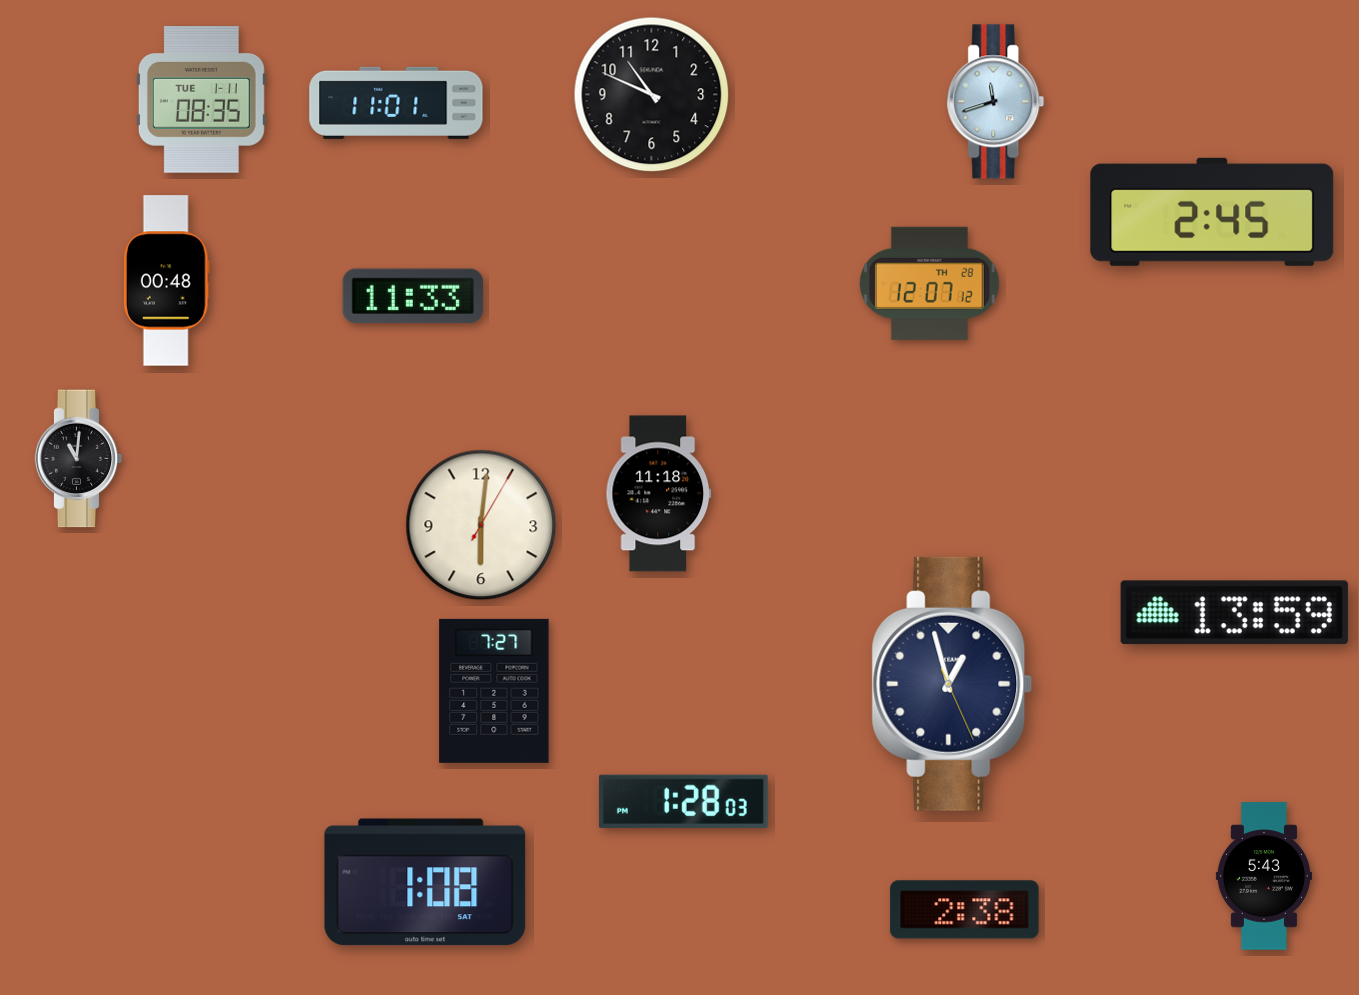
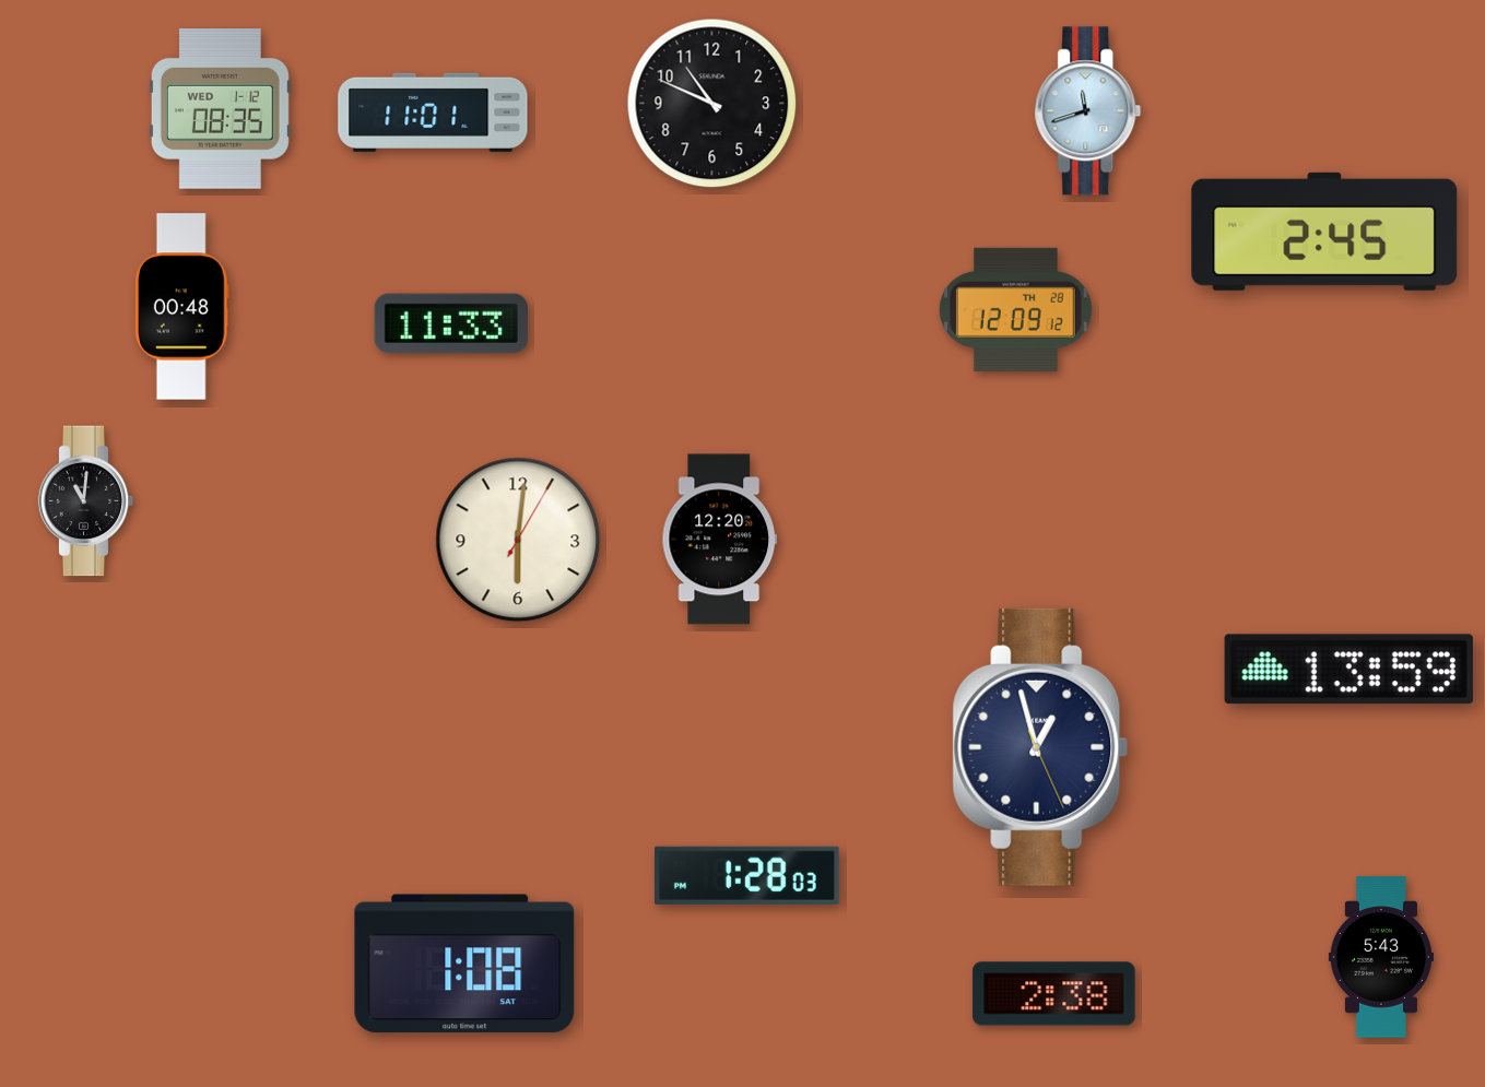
clock at (201, 100) date: TUE 1-11 -> WED 1-12
clock at (929, 283): 12:07 -> 12:09
clock at (659, 494): 11:18 -> 12:20
clock at (481, 525) position: (481, 525) -> (518, 540)
clock at (494, 691): 7:27 -> none
